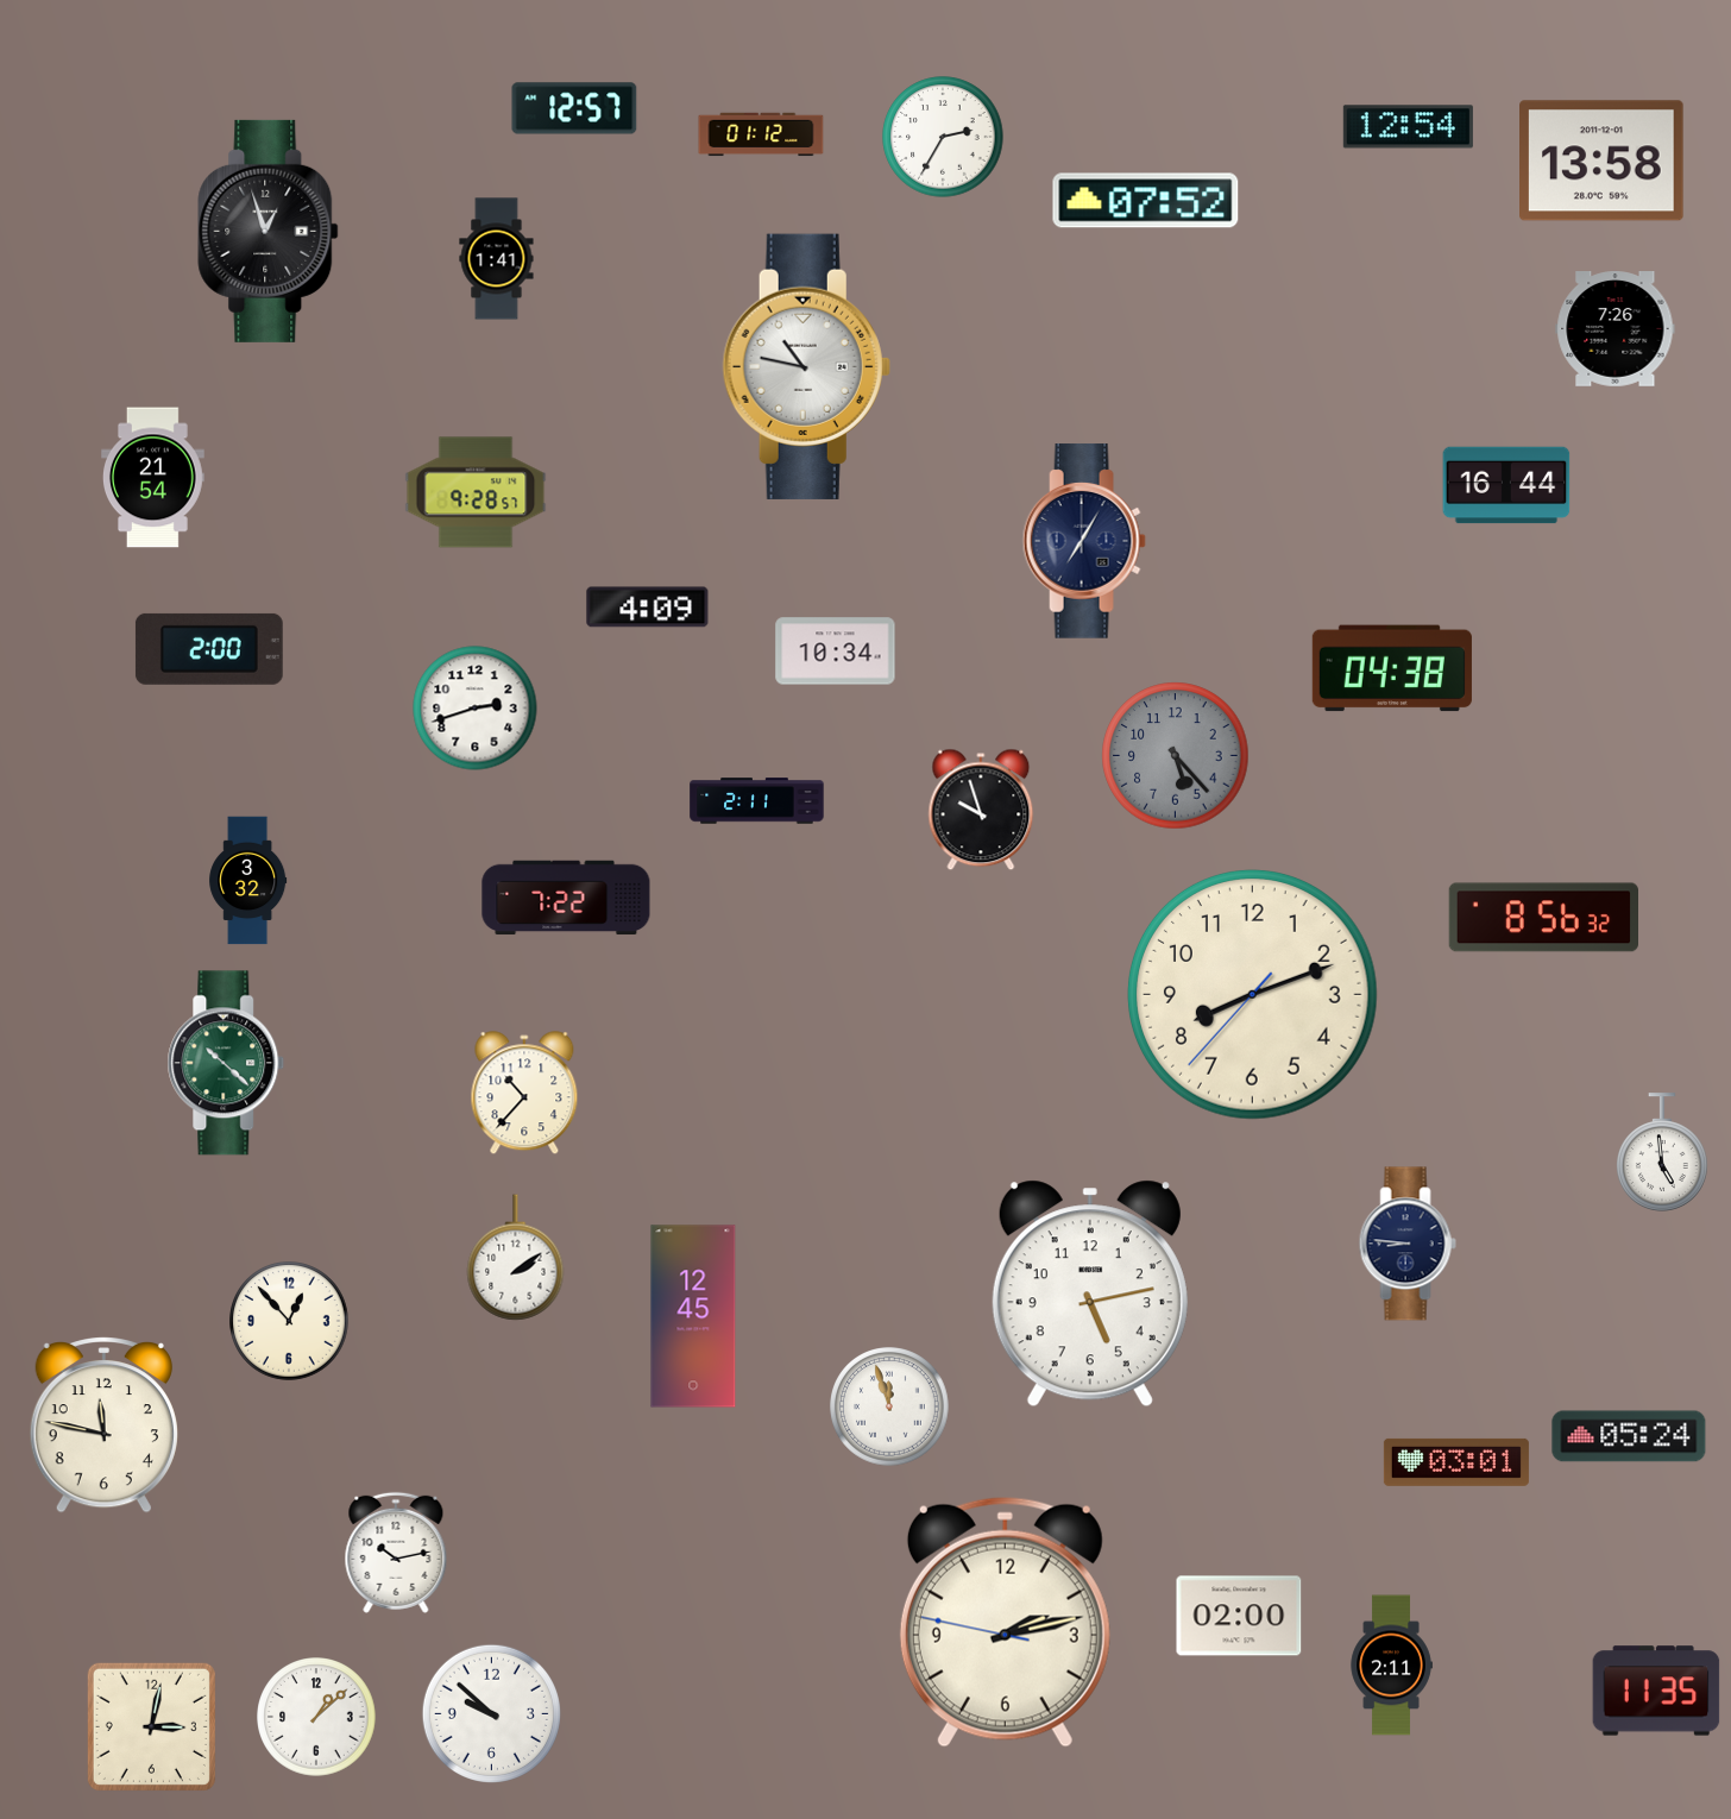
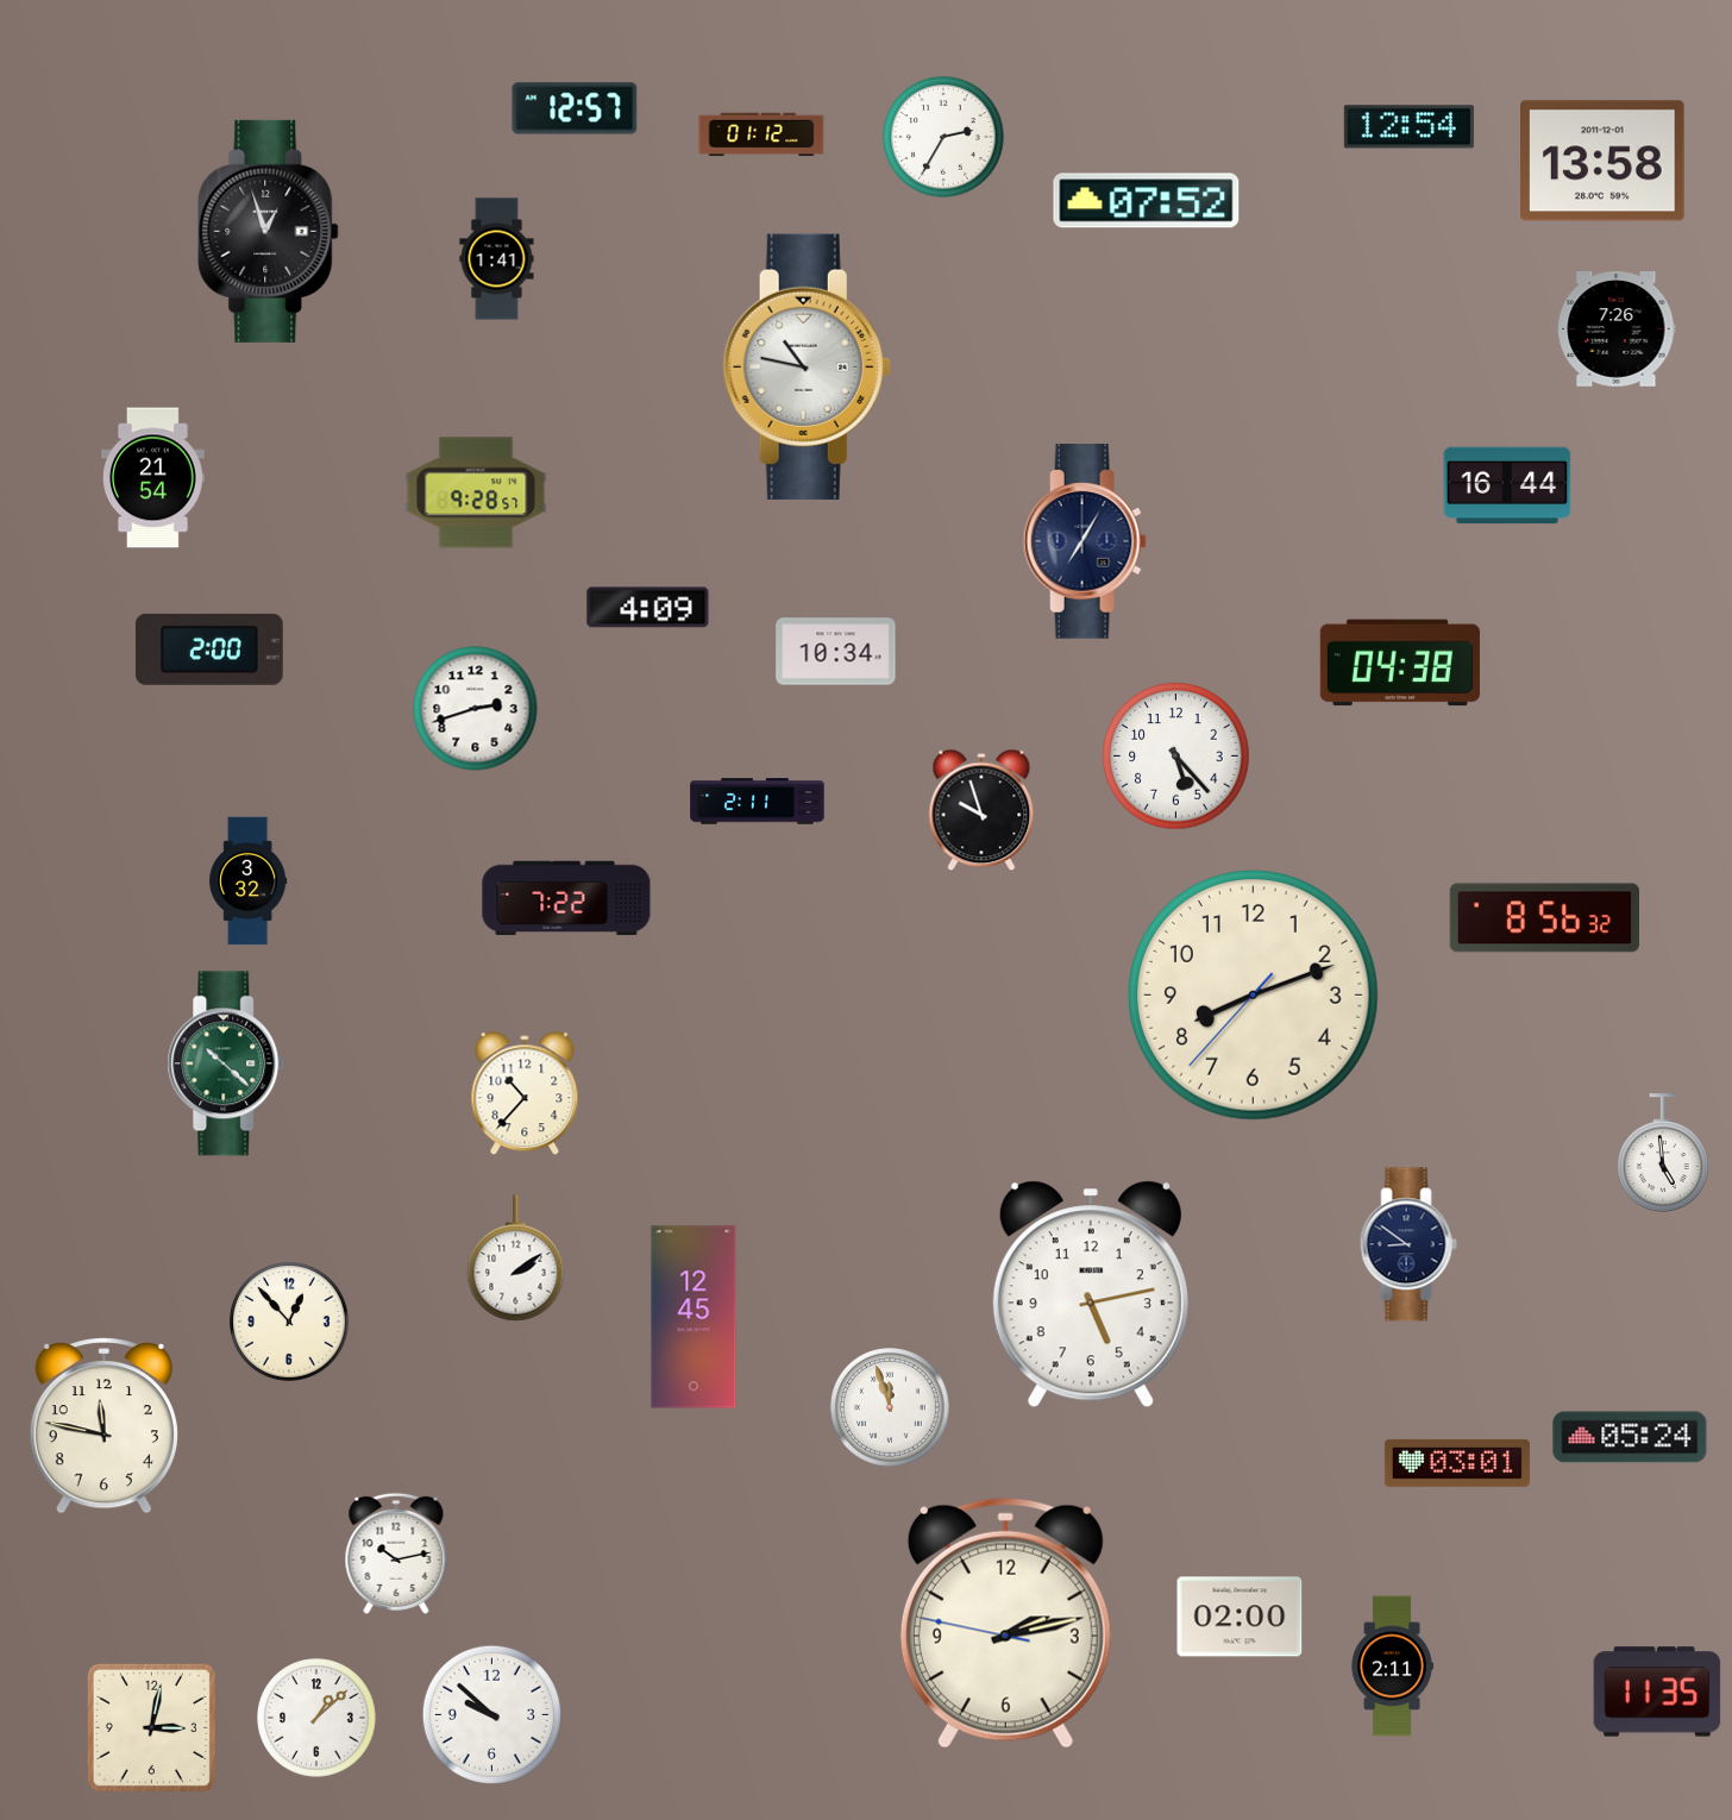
clock at (1392, 668) position: (1392, 668) -> (1400, 663)
clock at (1176, 756) dial: grey -> white
clock at (1408, 1244): 8:46 -> 8:51
